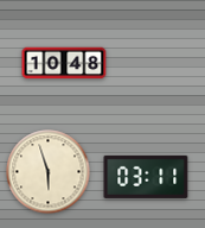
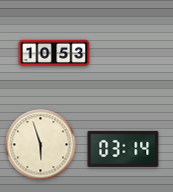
clock at (64, 63): 10:48 -> 10:53
clock at (146, 177): 03:11 -> 03:14
